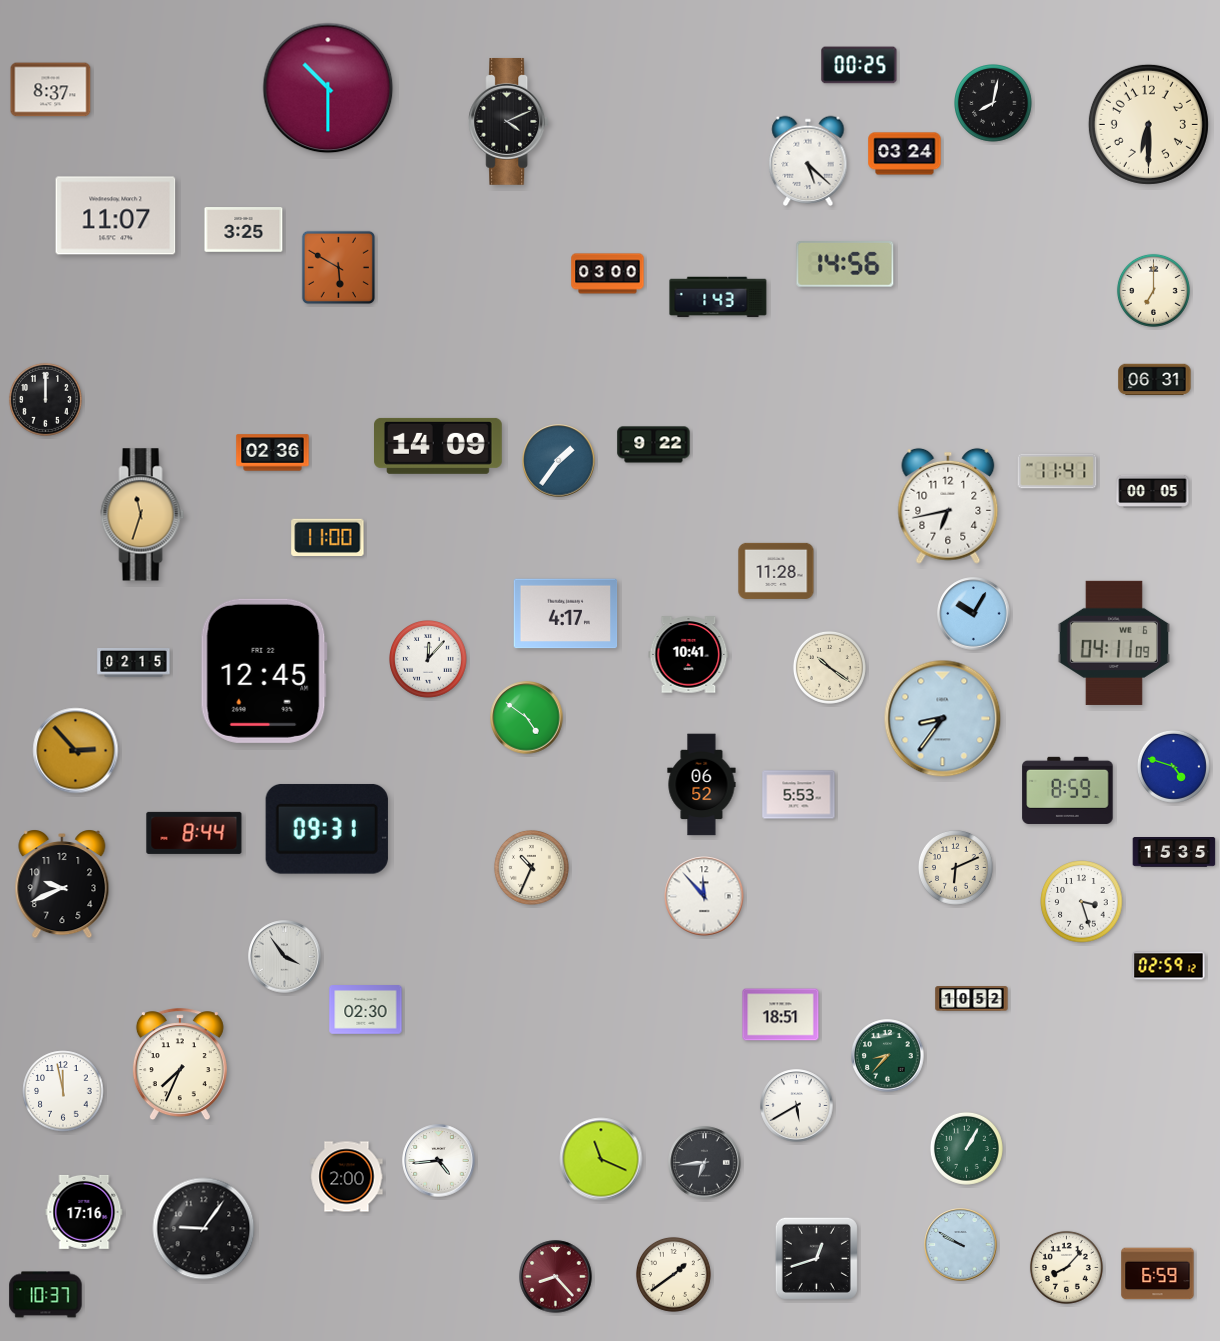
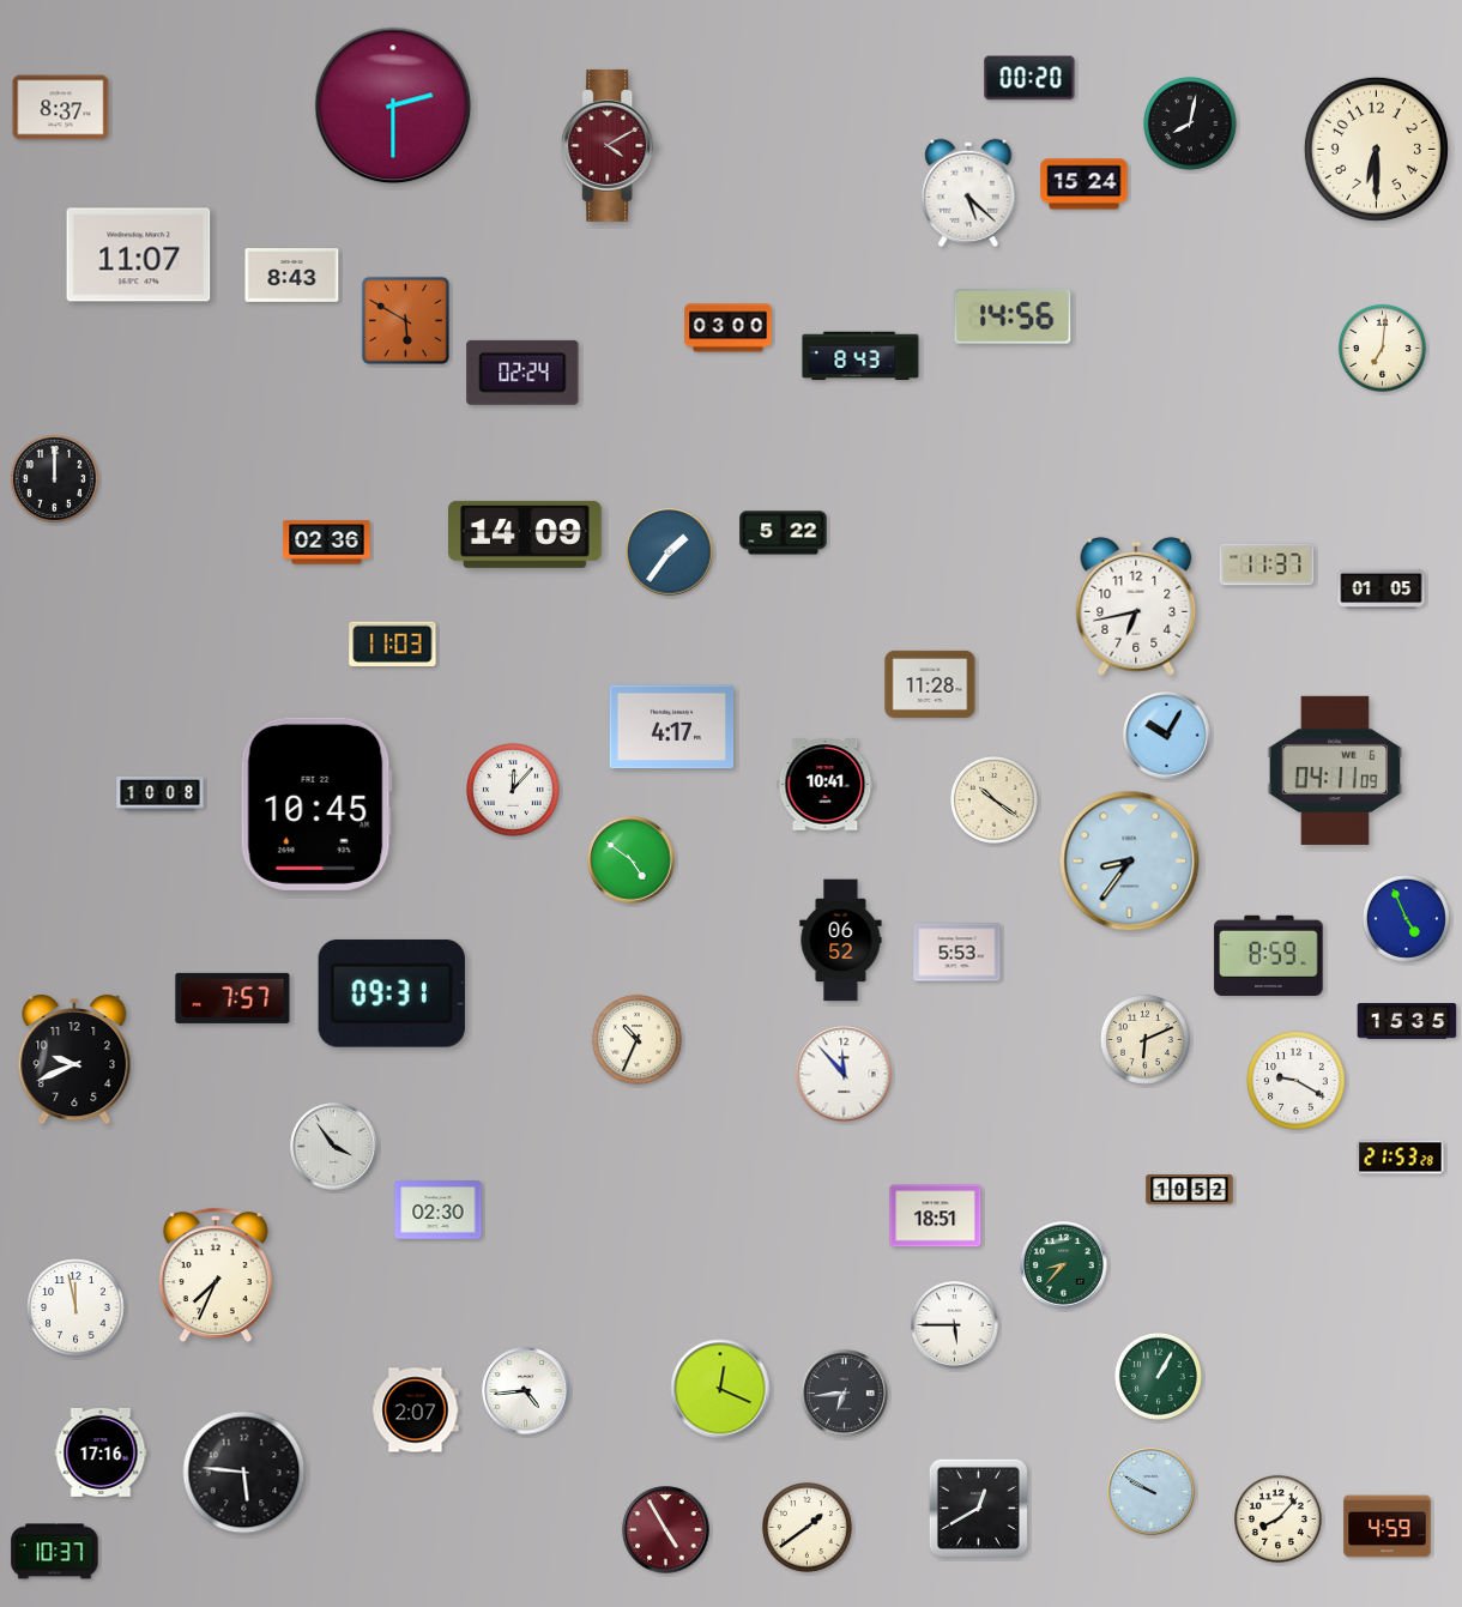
clock at (859, 65): 00:25 -> 00:20
clock at (328, 88): 10:30 -> 2:30
clock at (509, 121): 4:11 -> 4:10
clock at (509, 121) dial: black -> burgundy
clock at (905, 154): 03:24 -> 15:24
clock at (116, 216) position: (116, 216) -> (139, 255)
clock at (244, 230): 3:25 -> 8:43
clock at (1153, 290): 7:00 -> 7:01
clock at (718, 297): 1:43 -> 8:43
clock at (522, 373): none -> 02:24
clock at (1155, 380): 06:31 -> none
clock at (654, 445): 9:22 -> 5:22
clock at (1057, 471): 11:41 -> 11:37
clock at (1153, 491): 00:05 -> 01:05
clock at (143, 515): 11:33 -> none
clock at (328, 537): 11:00 -> 11:03
clock at (566, 614) position: (566, 614) -> (672, 727)
clock at (134, 663): 02:15 -> 10:08
clock at (264, 671): 12:45 -> 10:45
clock at (76, 751): 2:53 -> none
clock at (1173, 766): 4:48 -> 4:56
clock at (1068, 790) position: (1068, 790) -> (1269, 955)
clock at (194, 833): 8:44 -> 7:57
clock at (1082, 902): 3:27 -> 9:20
clock at (285, 957) position: (285, 957) -> (334, 1147)
clock at (1169, 966): 02:59 -> 21:53
clock at (972, 999) position: (972, 999) -> (1190, 1190)
clock at (797, 1106): 5:40 -> 5:45
clock at (601, 1159): 11:19 -> 12:19
clock at (347, 1177): 2:00 -> 2:07
clock at (204, 1229): 9:06 -> 5:46
clock at (816, 1258): 12:42 -> 12:40
clock at (1158, 1274): 6:59 -> 4:59
clock at (556, 1277): 8:23 -> 4:55
